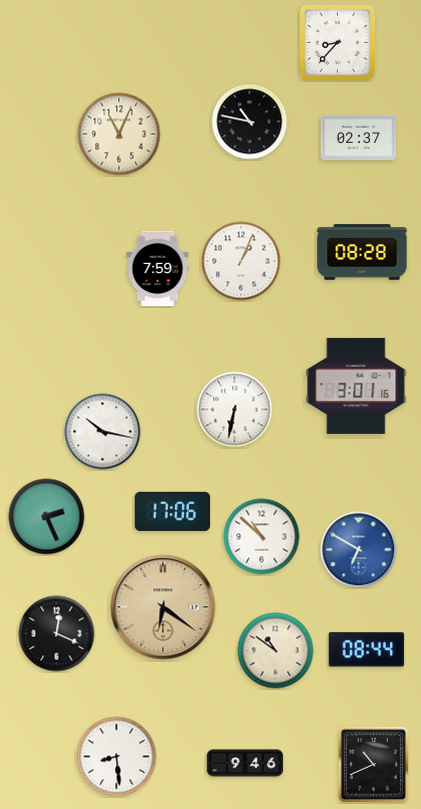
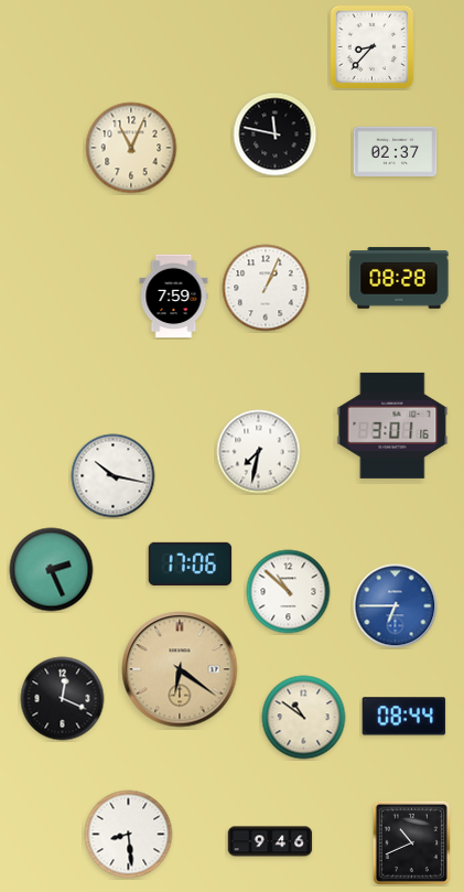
clock at (250, 122): 10:47 -> 11:47
clock at (235, 410): 6:32 -> 7:32
clock at (359, 550): 6:50 -> 6:45
